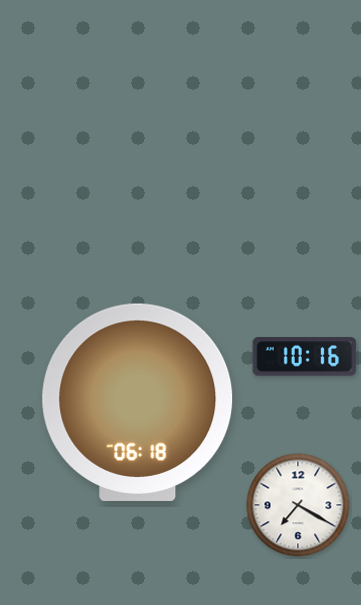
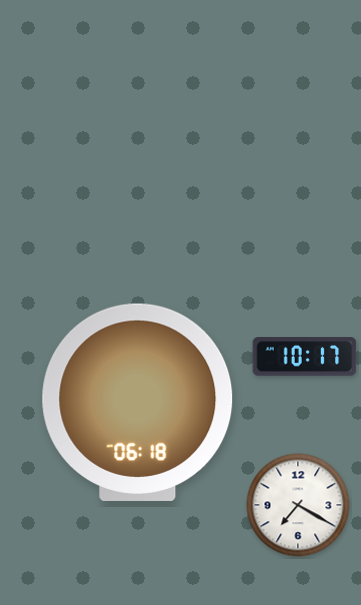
clock at (305, 357): 10:16 -> 10:17
